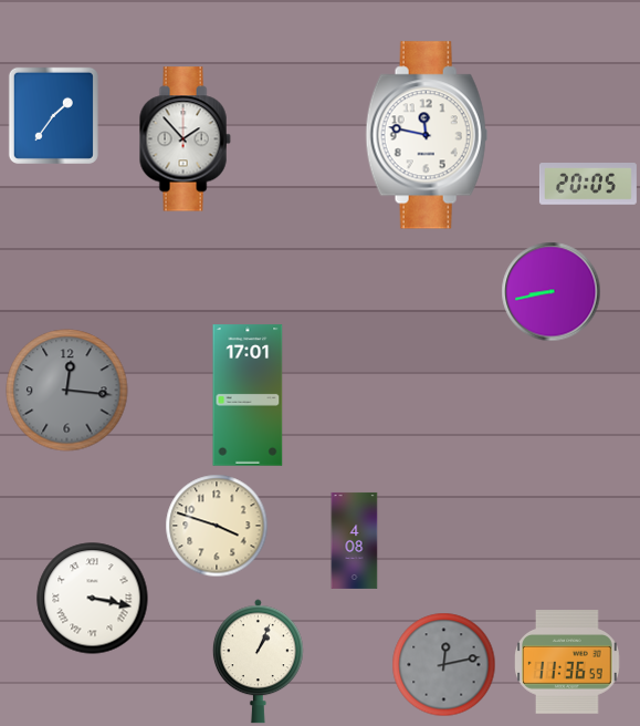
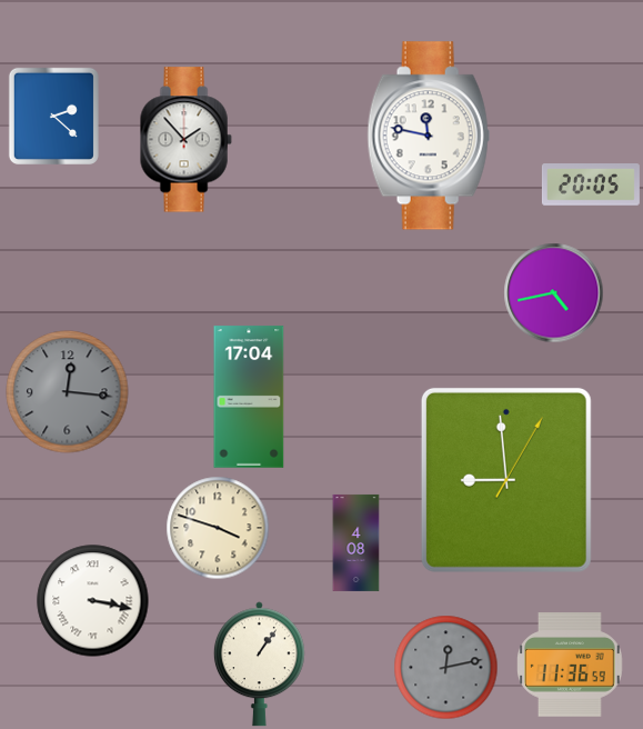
clock at (53, 115): 1:36 -> 2:22
clock at (552, 292): 8:43 -> 4:43
clock at (248, 395): 17:01 -> 17:04
clock at (506, 480): none -> 8:59
clock at (258, 662): 1:04 -> 1:06
